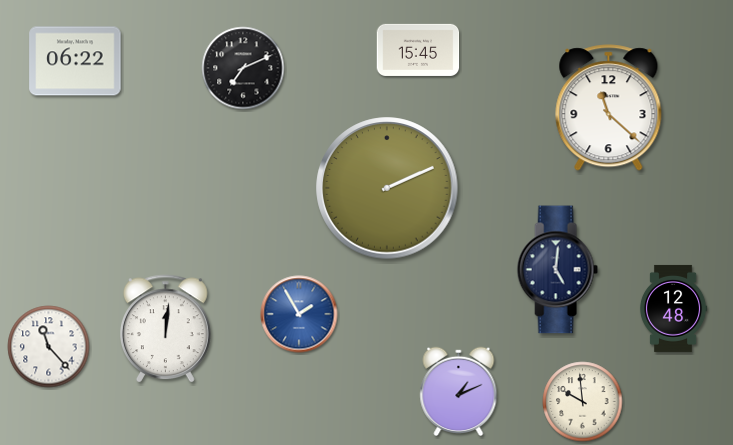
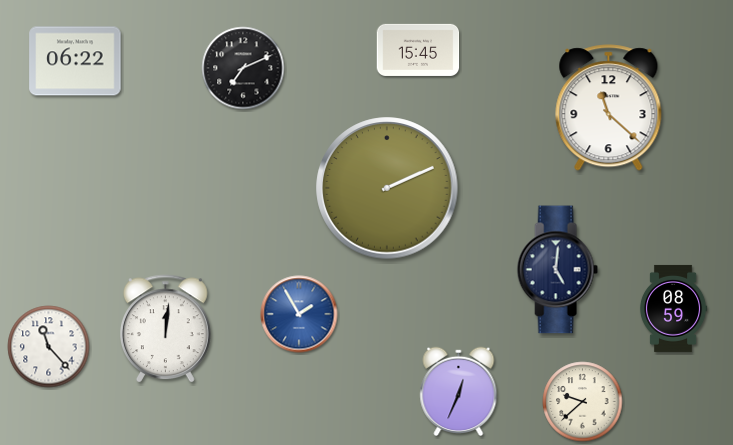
clock at (673, 308): 12:48 -> 08:59
clock at (459, 391): 1:11 -> 12:34
clock at (583, 402): 9:59 -> 9:38
